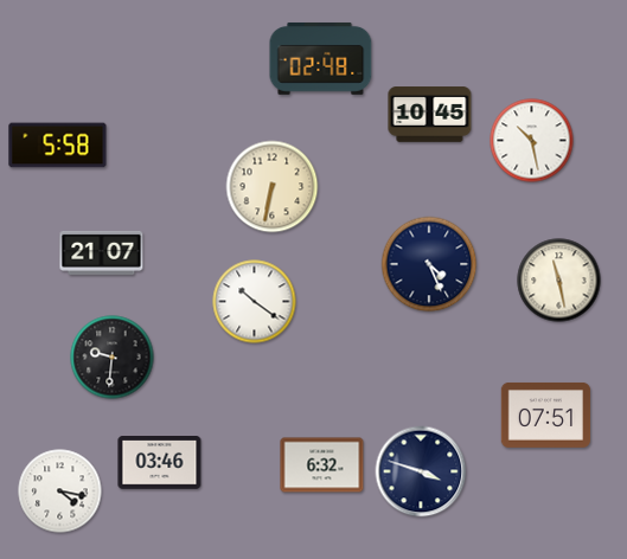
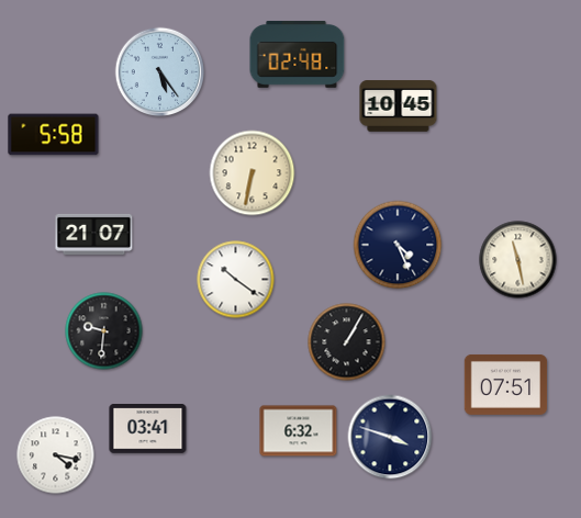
clock at (160, 72): none -> 5:24
clock at (532, 141): 10:28 -> none
clock at (347, 342): none -> 1:05
clock at (160, 463): 03:46 -> 03:41
